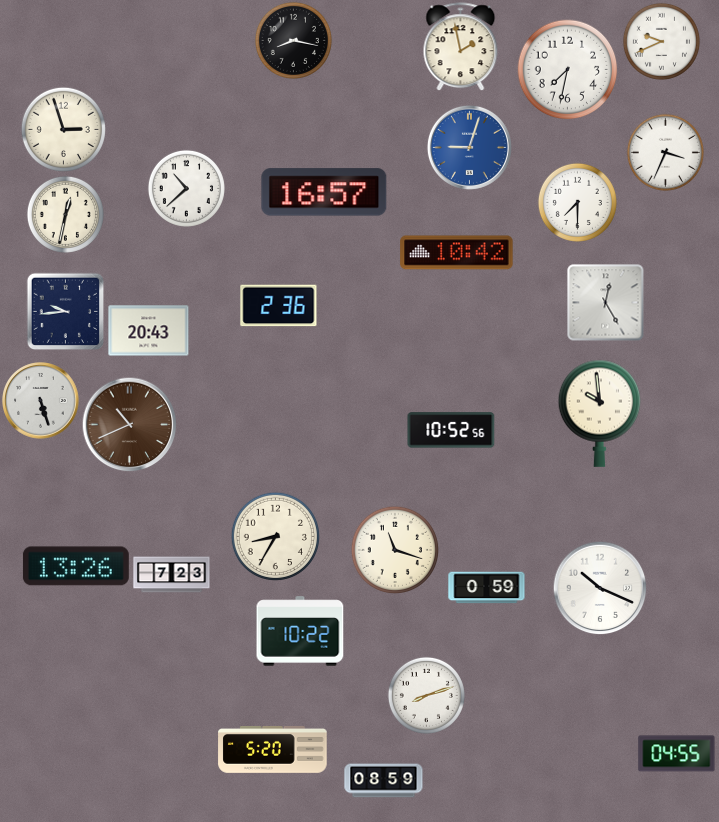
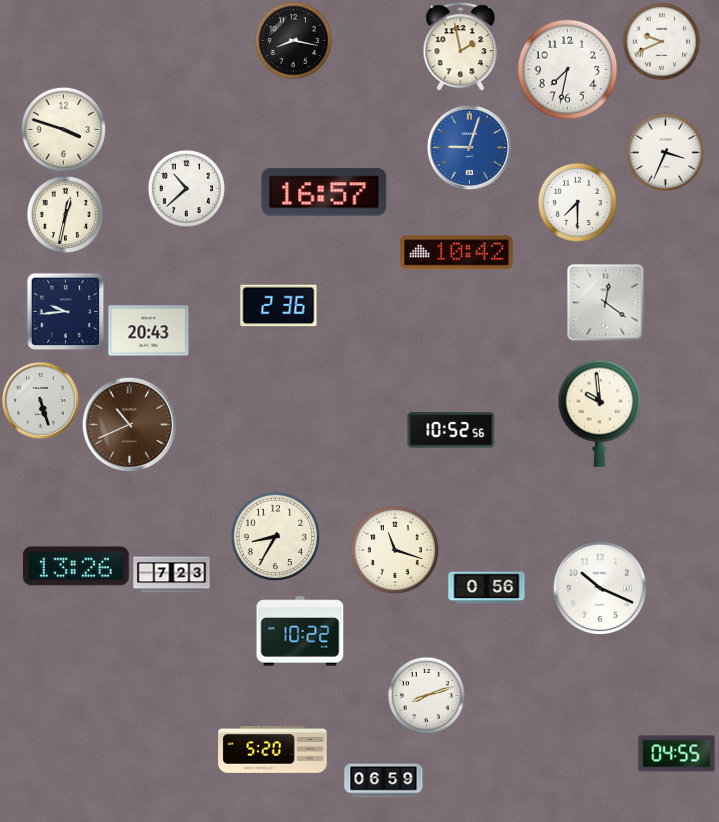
clock at (63, 129): 2:57 -> 3:48
clock at (606, 303): 12:25 -> 12:21
clock at (487, 588): 0:59 -> 0:56
clock at (384, 781): 08:59 -> 06:59
